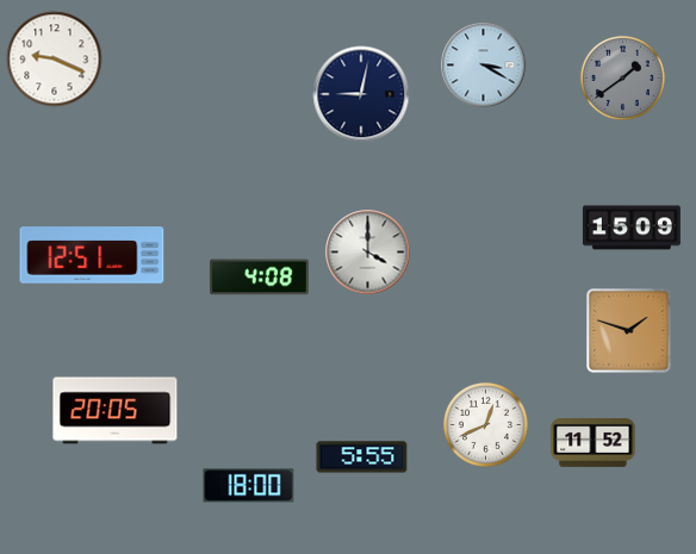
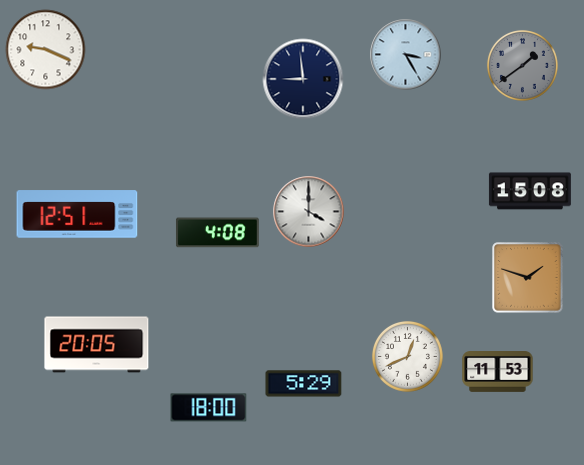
clock at (484, 66): 3:20 -> 3:25
clock at (361, 94): 9:02 -> 8:59
clock at (632, 228): 15:09 -> 15:08
clock at (594, 443): 11:52 -> 11:53
clock at (362, 457): 5:55 -> 5:29
